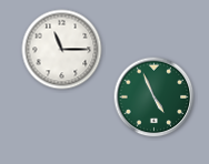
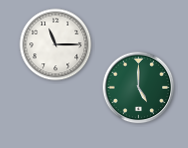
clock at (155, 98): 4:56 -> 5:00
